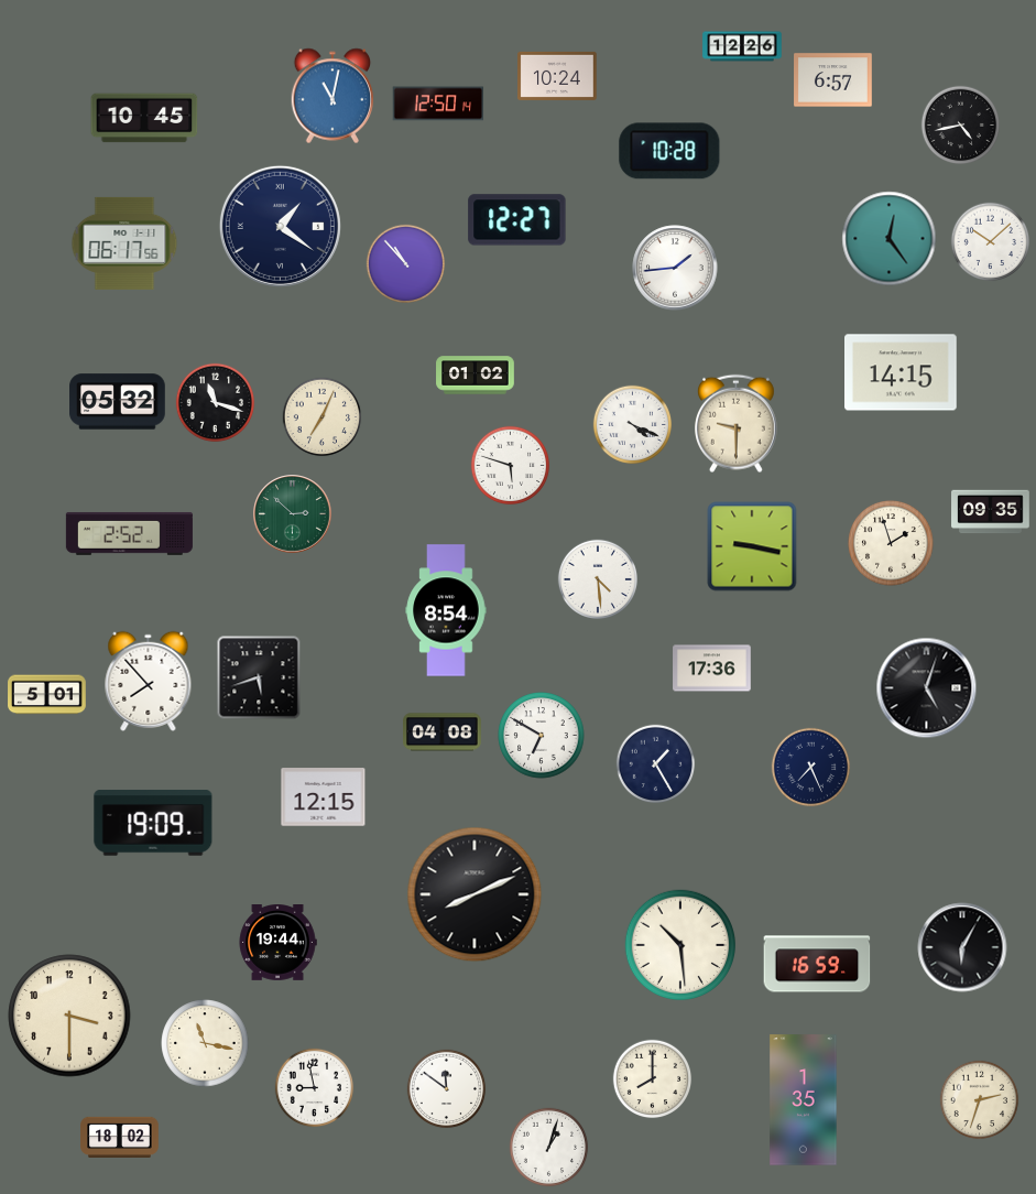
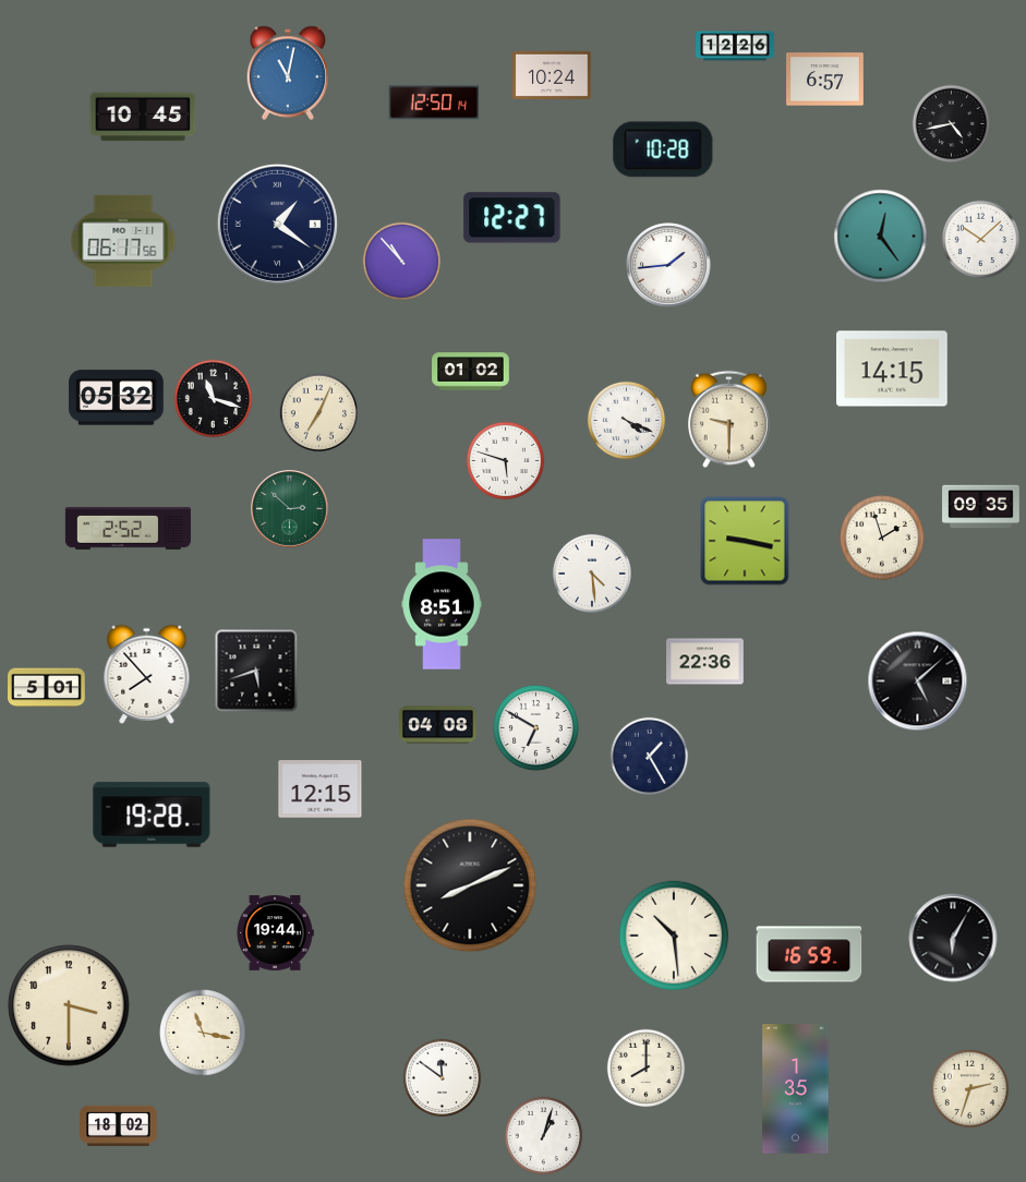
clock at (332, 96) position: (332, 96) -> (288, 73)
clock at (446, 610): 8:54 -> 8:51
clock at (712, 669): 17:36 -> 22:36
clock at (927, 688): 5:03 -> 5:08
clock at (811, 768): 7:26 -> none
clock at (153, 823): 19:09 -> 19:28
clock at (315, 1088): 8:58 -> none
